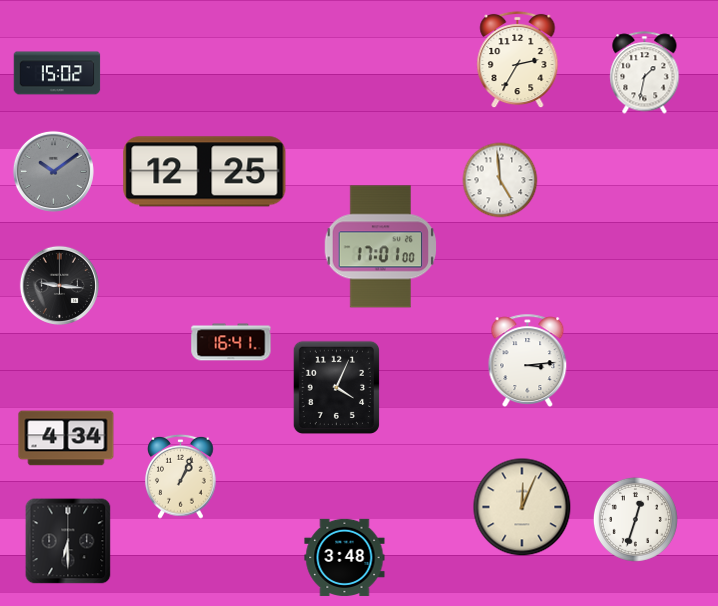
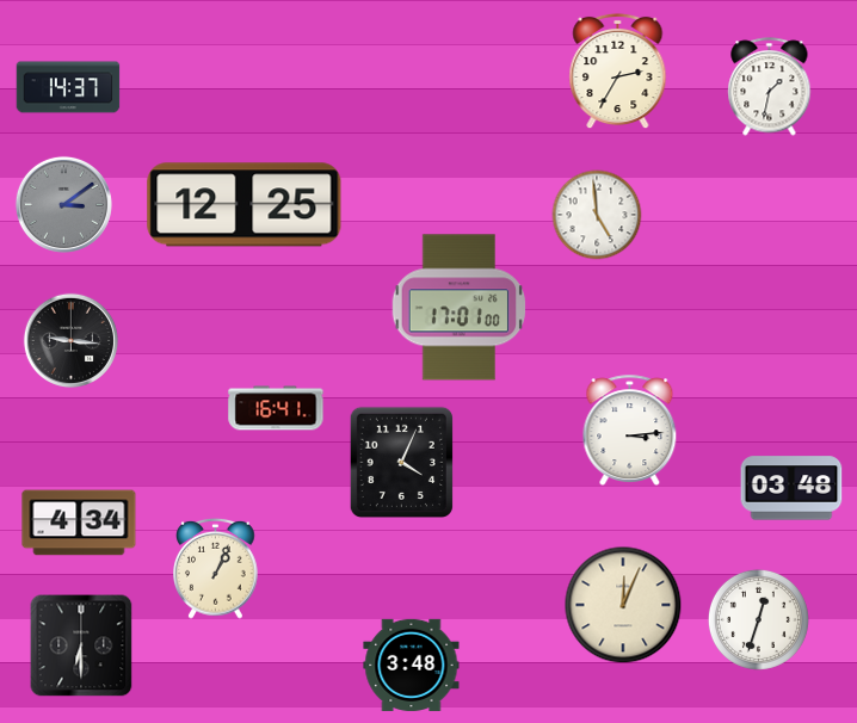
clock at (57, 73): 15:02 -> 14:37
clock at (53, 171): 10:09 -> 3:09
clock at (381, 247) position: (381, 247) -> (460, 308)
clock at (791, 488): none -> 03:48
